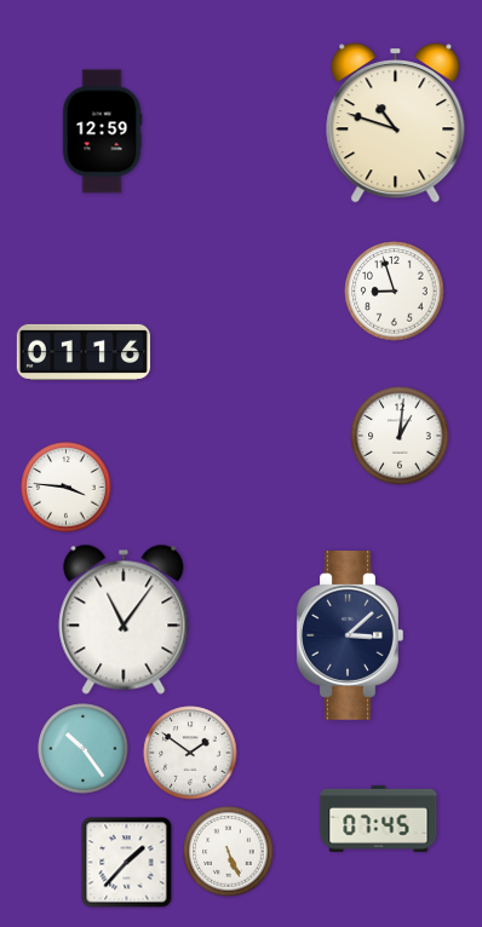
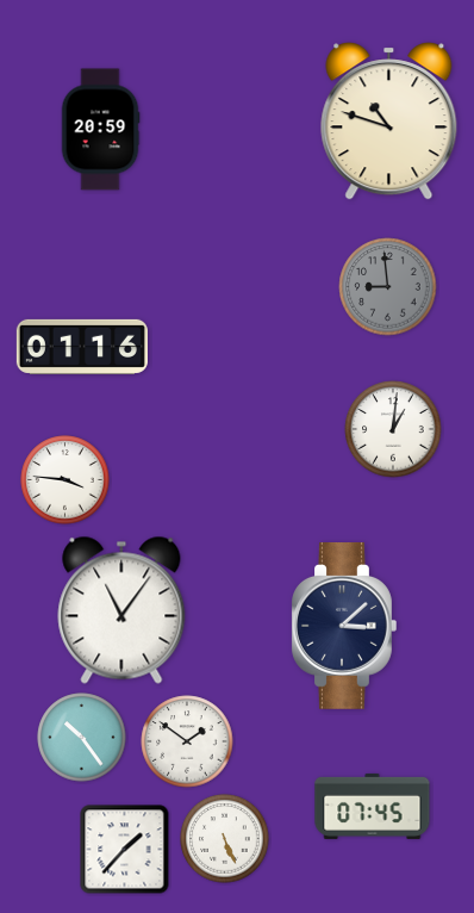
clock at (102, 132): 12:59 -> 20:59
clock at (395, 292): 8:57 -> 8:59
clock at (395, 292) dial: white -> grey
